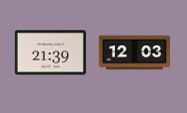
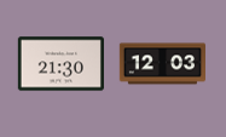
clock at (50, 53): 21:39 -> 21:30
